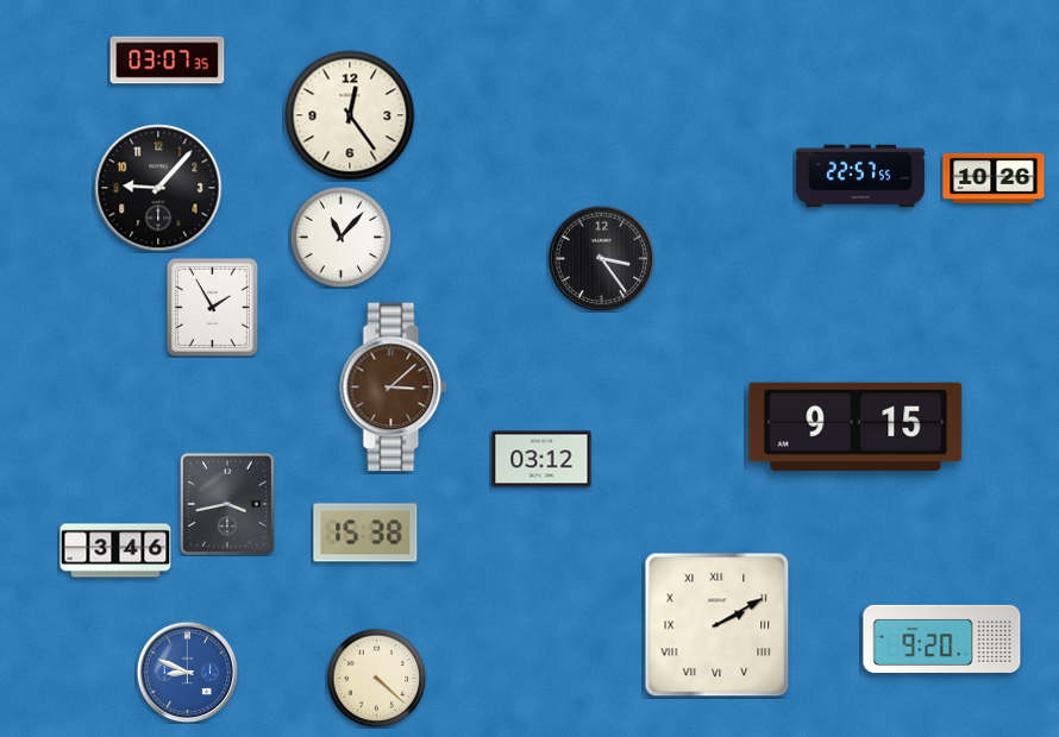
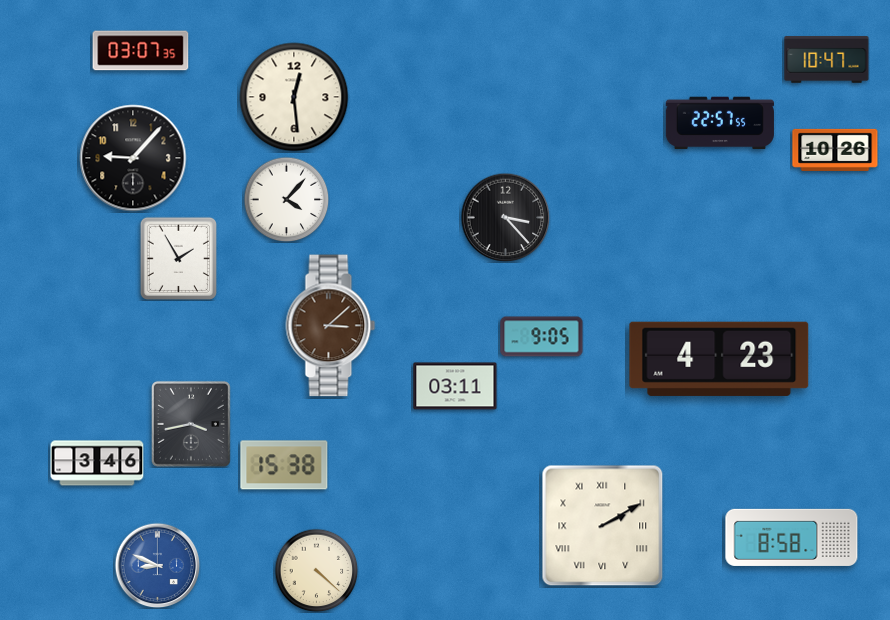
clock at (827, 60): none -> 10:47
clock at (350, 115): 12:24 -> 12:29
clock at (860, 176) position: (860, 176) -> (720, 123)
clock at (340, 237): 11:07 -> 4:07
clock at (601, 258): 3:24 -> 3:23
clock at (542, 337): none -> 9:05
clock at (856, 427): 9:15 -> 4:23
clock at (541, 459): 03:12 -> 03:11
clock at (365, 533) position: (365, 533) -> (284, 465)
clock at (942, 638): 9:20 -> 8:58
